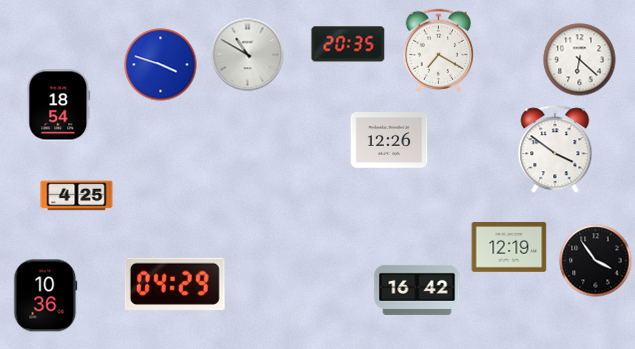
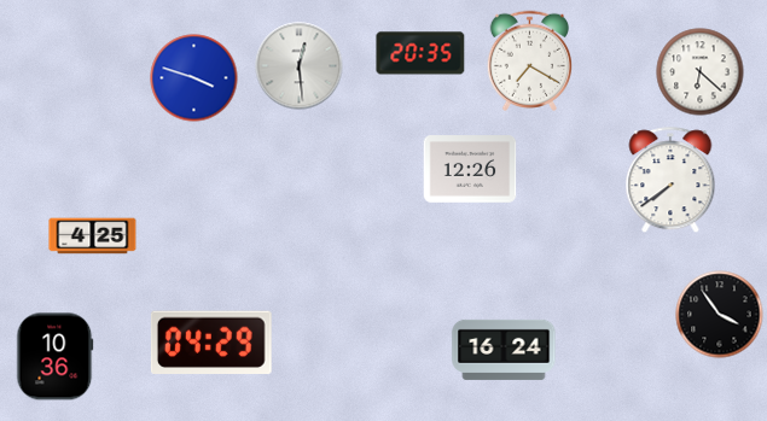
clock at (248, 55): 10:50 -> 12:29
clock at (59, 106): 18:54 -> none
clock at (555, 150): 3:51 -> 7:39
clock at (509, 247): 12:19 -> none
clock at (417, 290): 16:42 -> 16:24
